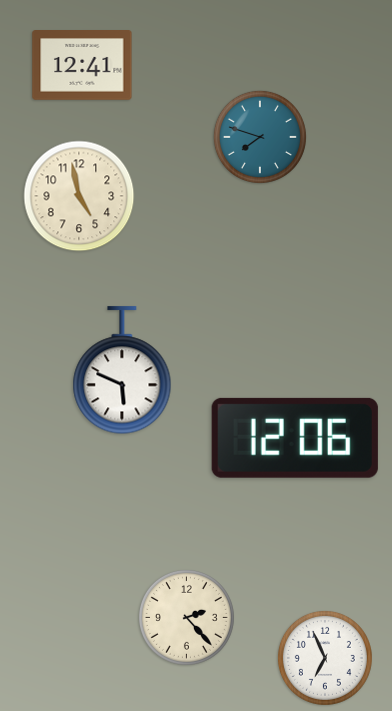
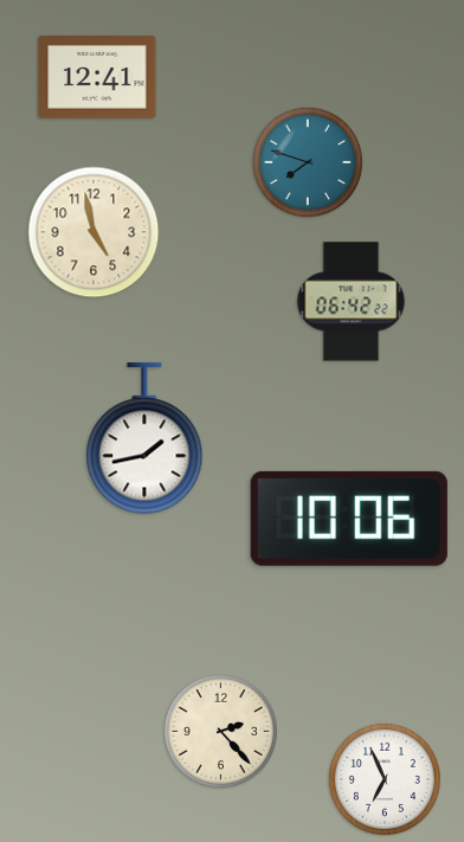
clock at (352, 302): none -> 06:42
clock at (122, 371): 5:49 -> 1:43
clock at (295, 438): 12:06 -> 10:06
